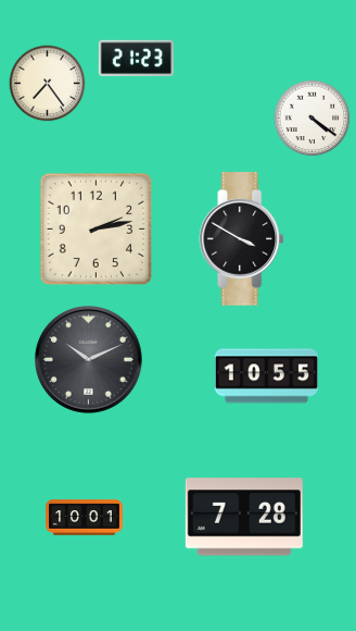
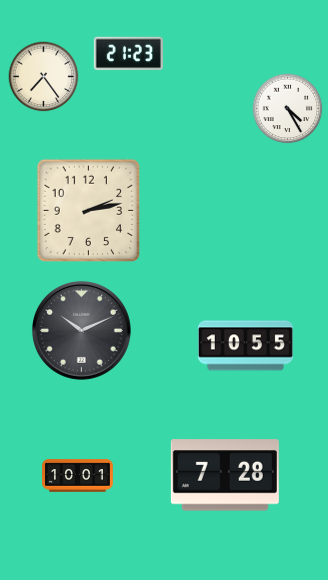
clock at (136, 59) position: (136, 59) -> (128, 54)
clock at (313, 119): 4:21 -> 4:25
clock at (242, 239): 3:50 -> none
